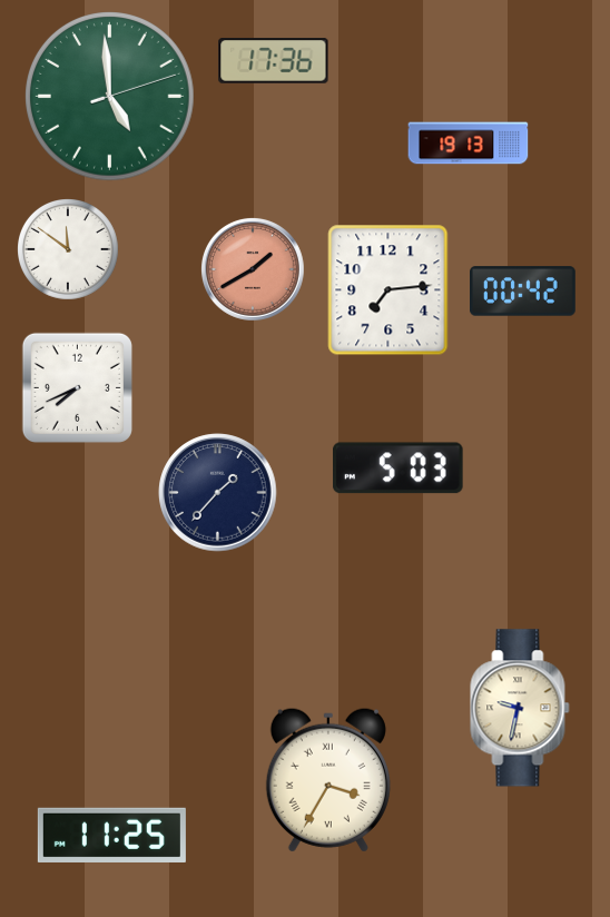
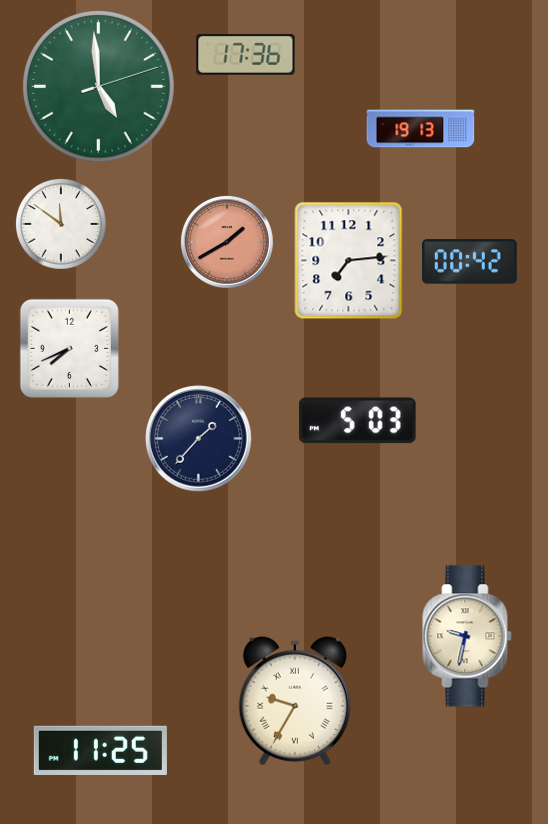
clock at (218, 493) position: (218, 493) -> (199, 439)
clock at (328, 780): 3:35 -> 9:35
